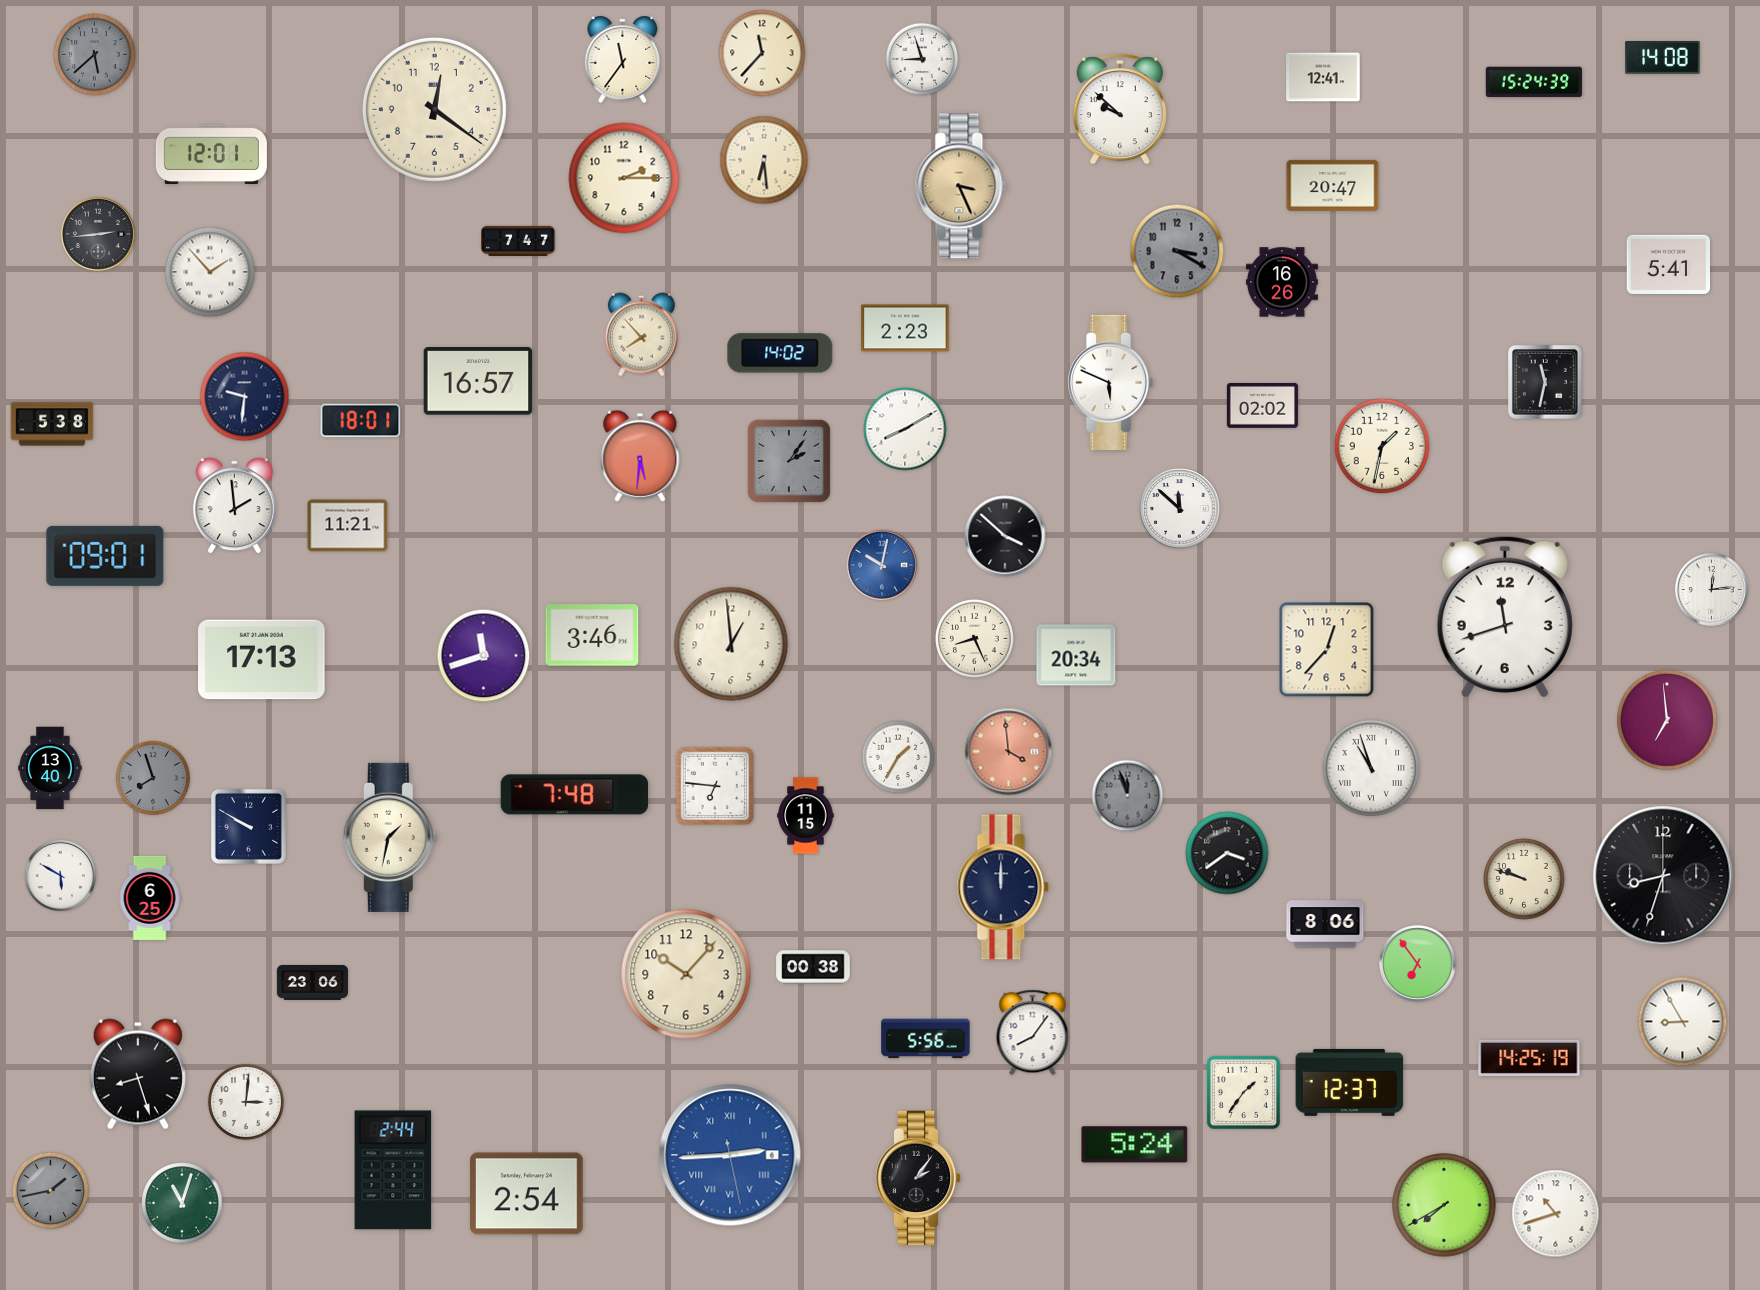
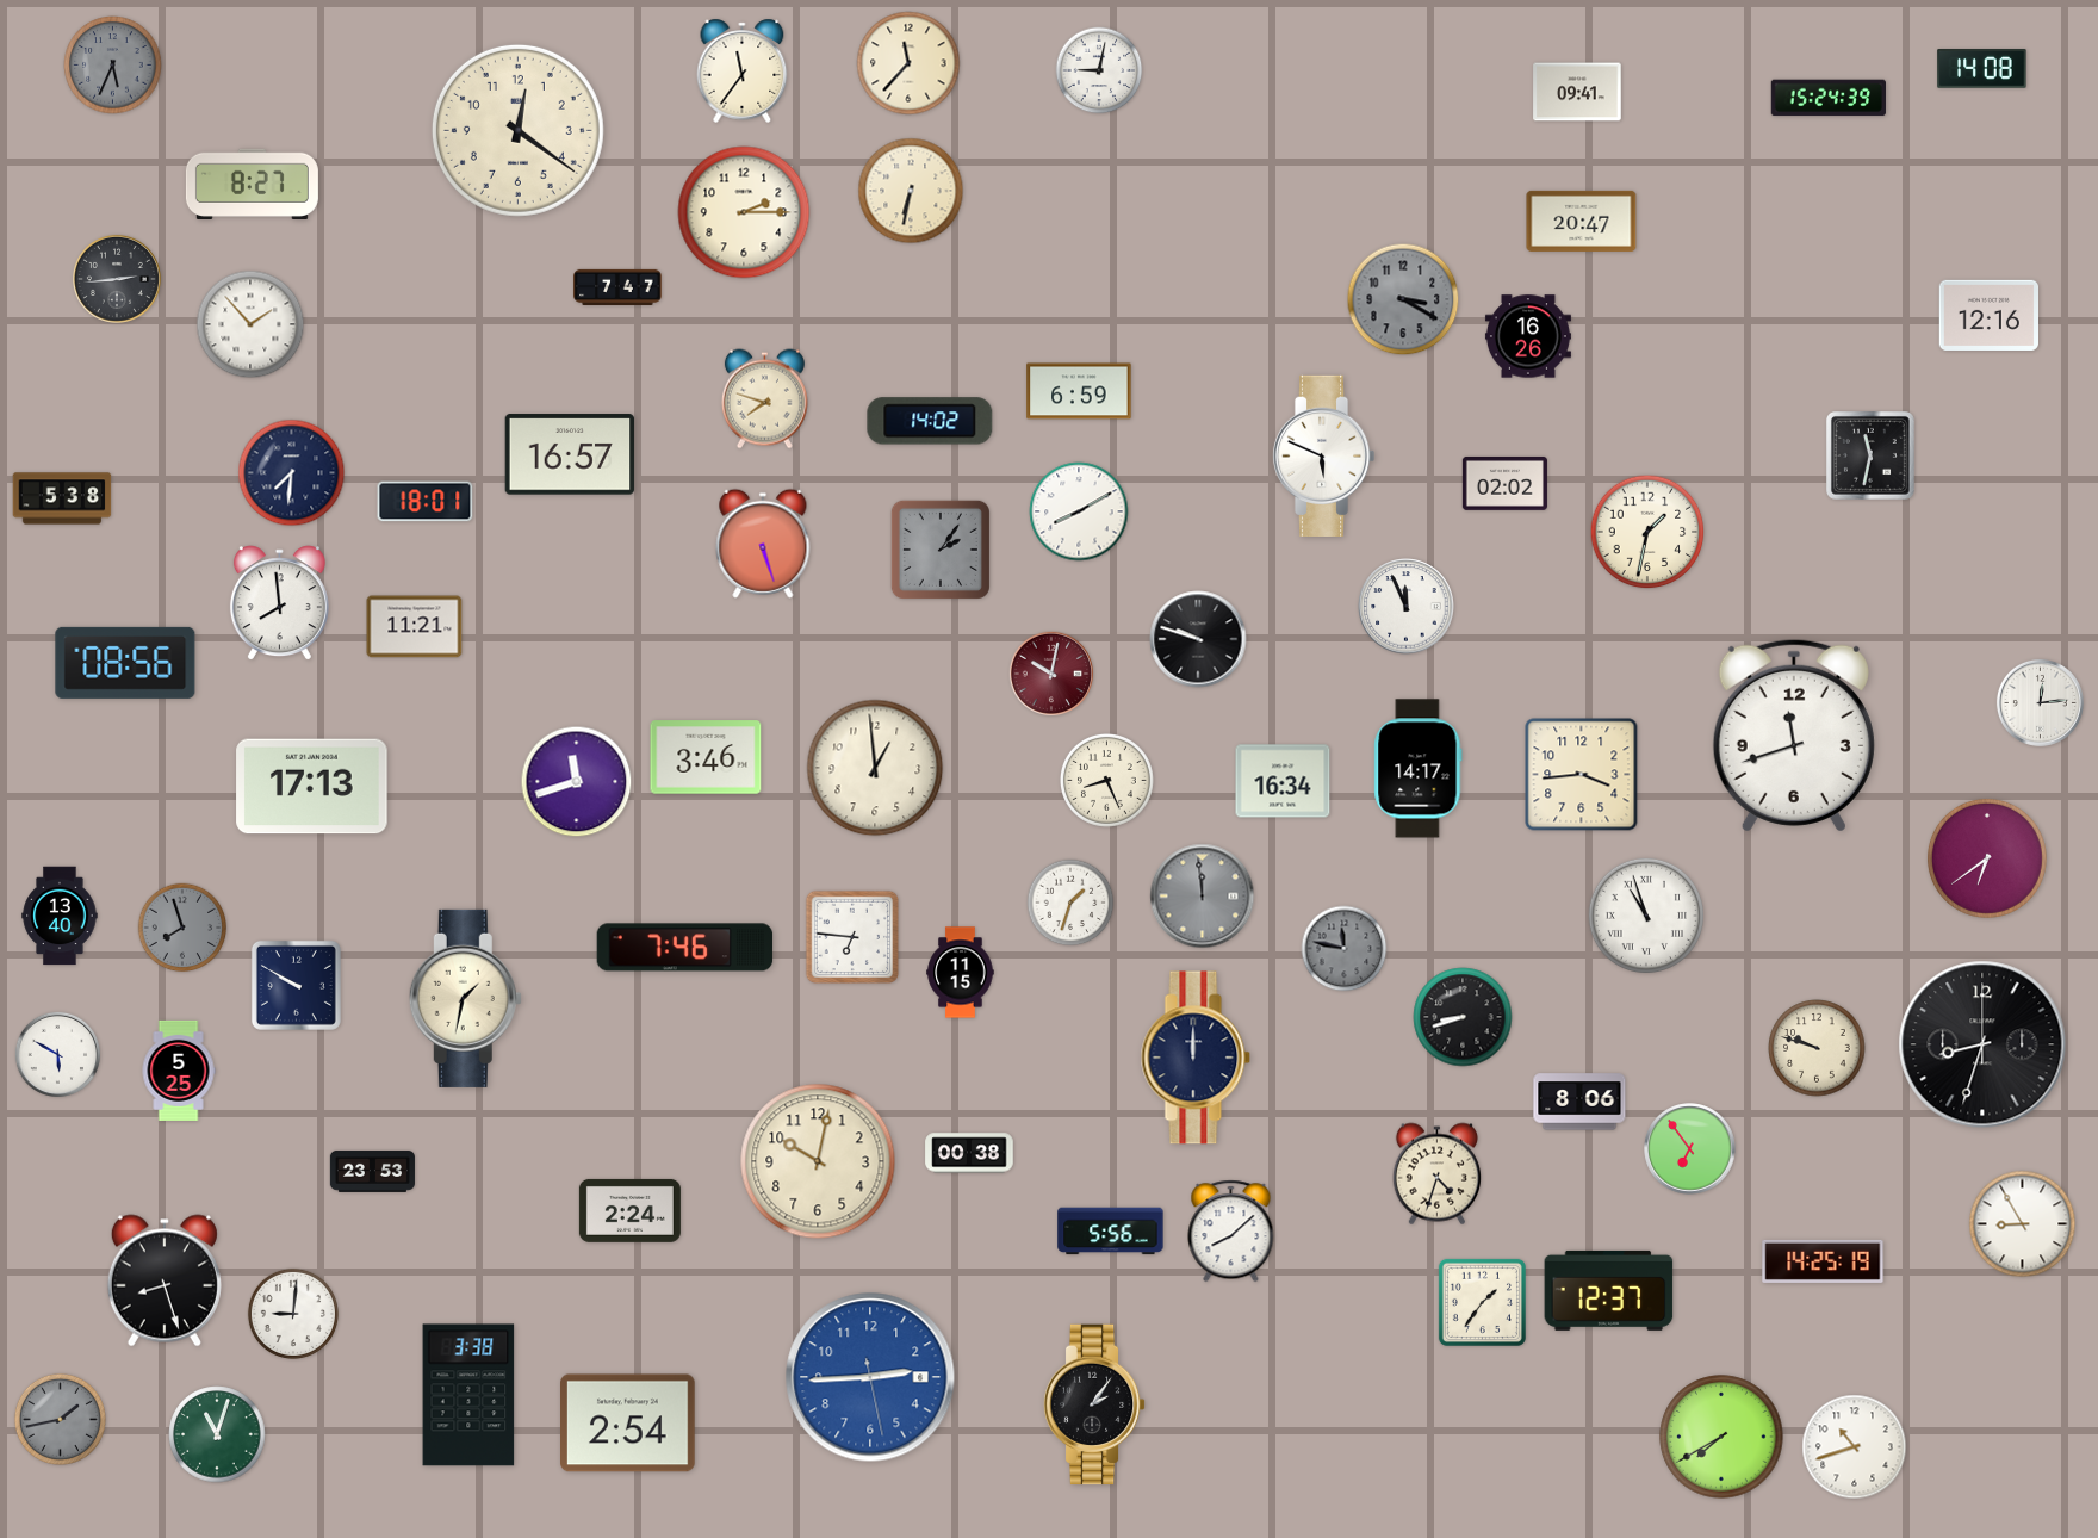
clock at (95, 55): 5:38 -> 5:34
clock at (922, 59): 8:57 -> 9:02
clock at (1323, 77): 12:41 -> 09:41
clock at (1120, 109): 9:52 -> none
clock at (211, 154): 12:01 -> 8:27
clock at (764, 160): 6:29 -> 6:32
clock at (1333, 185) position: (1333, 185) -> (1582, 221)
clock at (961, 186): 3:26 -> none
clock at (1668, 264): 5:41 -> 12:16
clock at (905, 328): 2:23 -> 6:59
clock at (641, 335): 7:53 -> 7:48
clock at (1545, 382) position: (1545, 382) -> (1870, 455)
clock at (245, 397): 9:31 -> 7:31
clock at (361, 421) position: (361, 421) -> (426, 502)
clock at (52, 424) position: (52, 424) -> (62, 498)
clock at (640, 456): 5:31 -> 5:27
clock at (234, 506): 1:59 -> 7:59
clock at (1180, 509): 11:52 -> 11:56
clock at (1005, 536): 3:52 -> 9:48
clock at (105, 556): 09:01 -> 08:56
clock at (881, 564) dial: blue -> burgundy
clock at (974, 638) position: (974, 638) -> (1106, 780)
clock at (731, 644) position: (731, 644) -> (875, 768)
clock at (1419, 769): none -> 14:17
clock at (1327, 650): 12:37 -> 3:44
clock at (1076, 655): 20:34 -> 16:34
clock at (1667, 720): 6:59 -> 6:39
clock at (1009, 752): 3:59 -> 11:59
clock at (1009, 752) dial: salmon -> grey
clock at (898, 757): 1:35 -> 1:33
clock at (1370, 767) position: (1370, 767) -> (1645, 914)
clock at (575, 795): 7:48 -> 7:46
clock at (1128, 796): 11:57 -> 11:47
clock at (1227, 853): 3:39 -> 8:42
clock at (60, 875) position: (60, 875) -> (57, 1054)
clock at (150, 898): 6:25 -> 5:25
clock at (686, 974): 10:07 -> 10:02
clock at (312, 982): 23:06 -> 23:53
clock at (1436, 1174): none -> 4:33
clock at (629, 1210): none -> 2:24
clock at (1683, 1022) position: (1683, 1022) -> (2023, 1224)
clock at (1033, 1033): 8:06 -> 8:08
clock at (926, 1039) position: (926, 1039) -> (1111, 1232)
clock at (246, 1102): 3:01 -> 9:01
clock at (1135, 1145): 5:24 -> none
clock at (730, 1155) numerals: Roman -> Arabic
clock at (393, 1170): 2:44 -> 3:38
